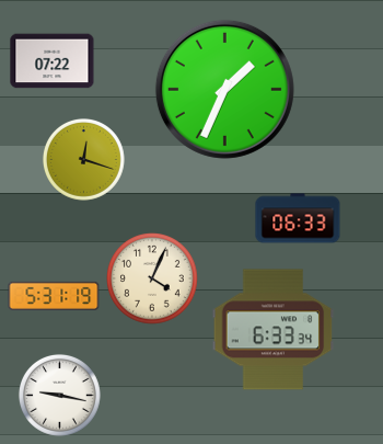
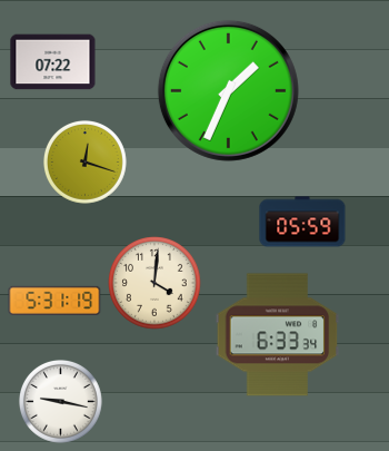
clock at (298, 218): 06:33 -> 05:59
clock at (152, 278): 4:04 -> 4:01
